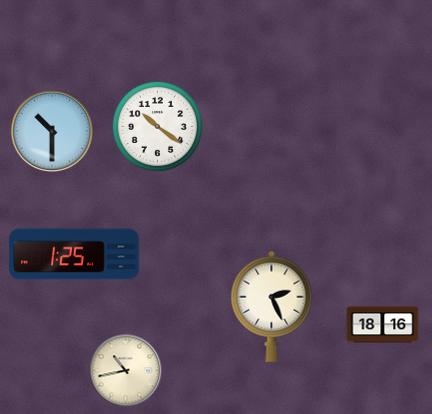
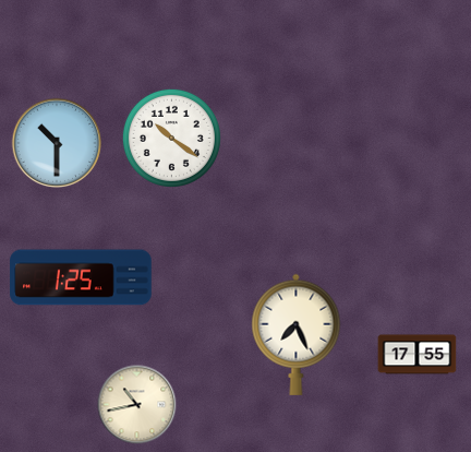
clock at (272, 306): 2:26 -> 7:26
clock at (383, 325): 18:16 -> 17:55
